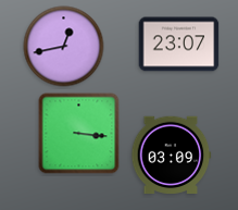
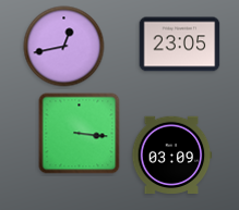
clock at (179, 45): 23:07 -> 23:05
